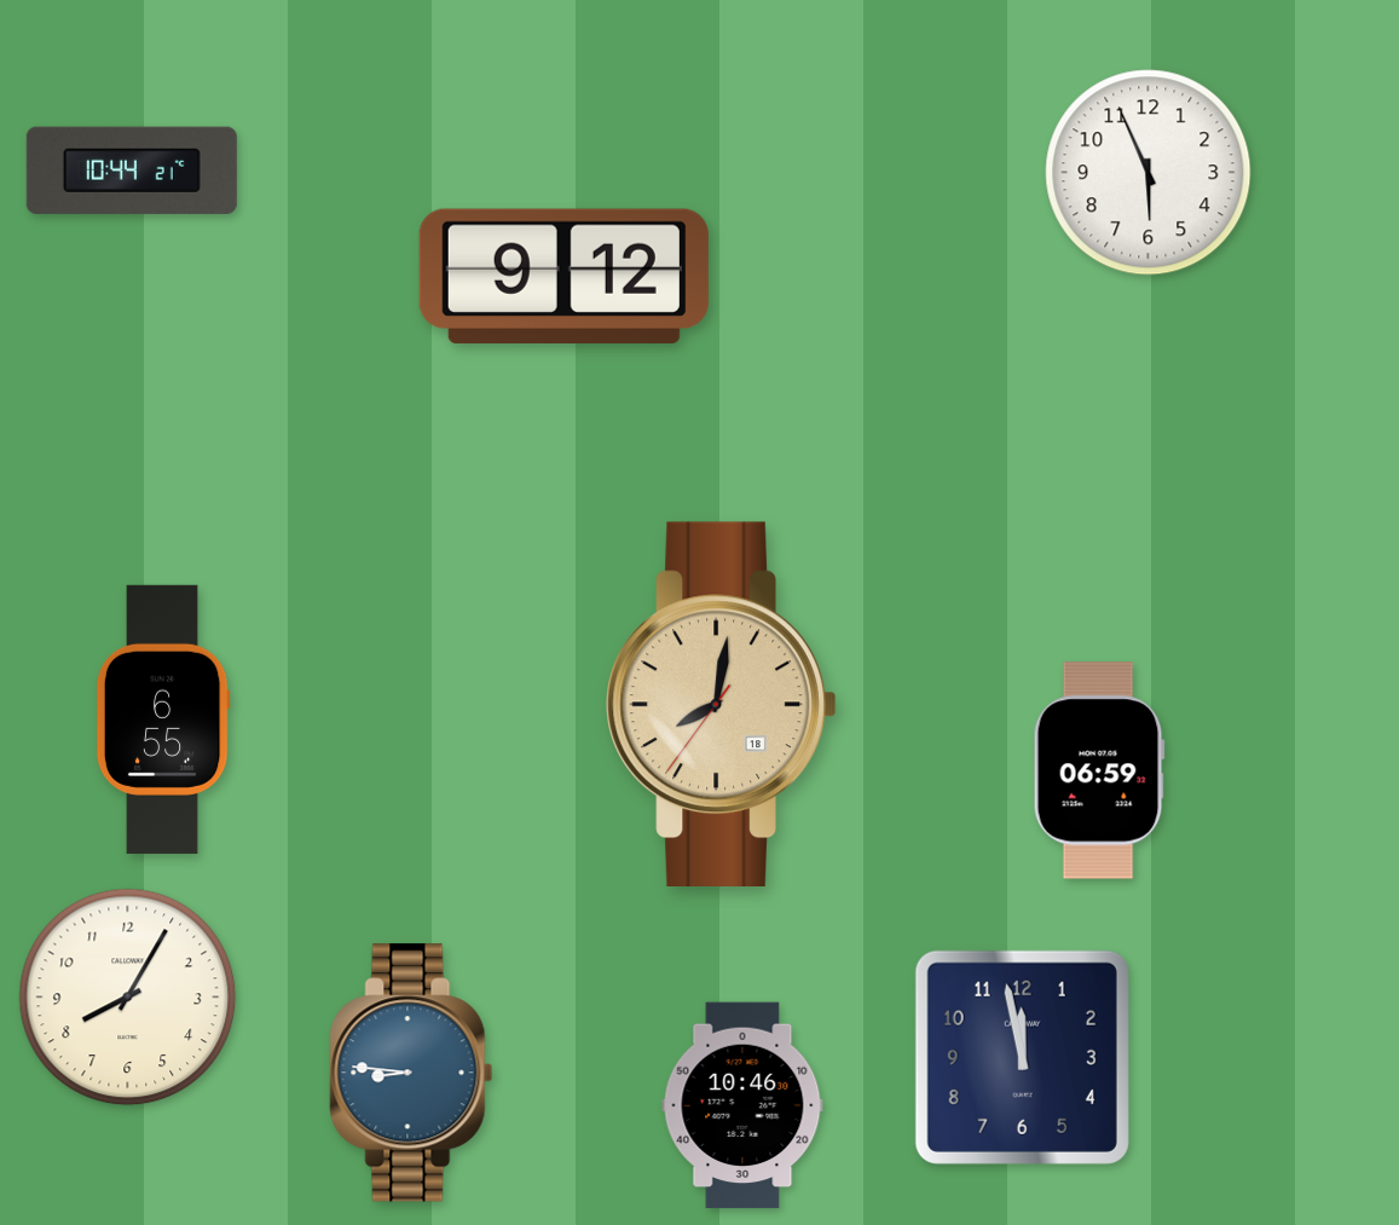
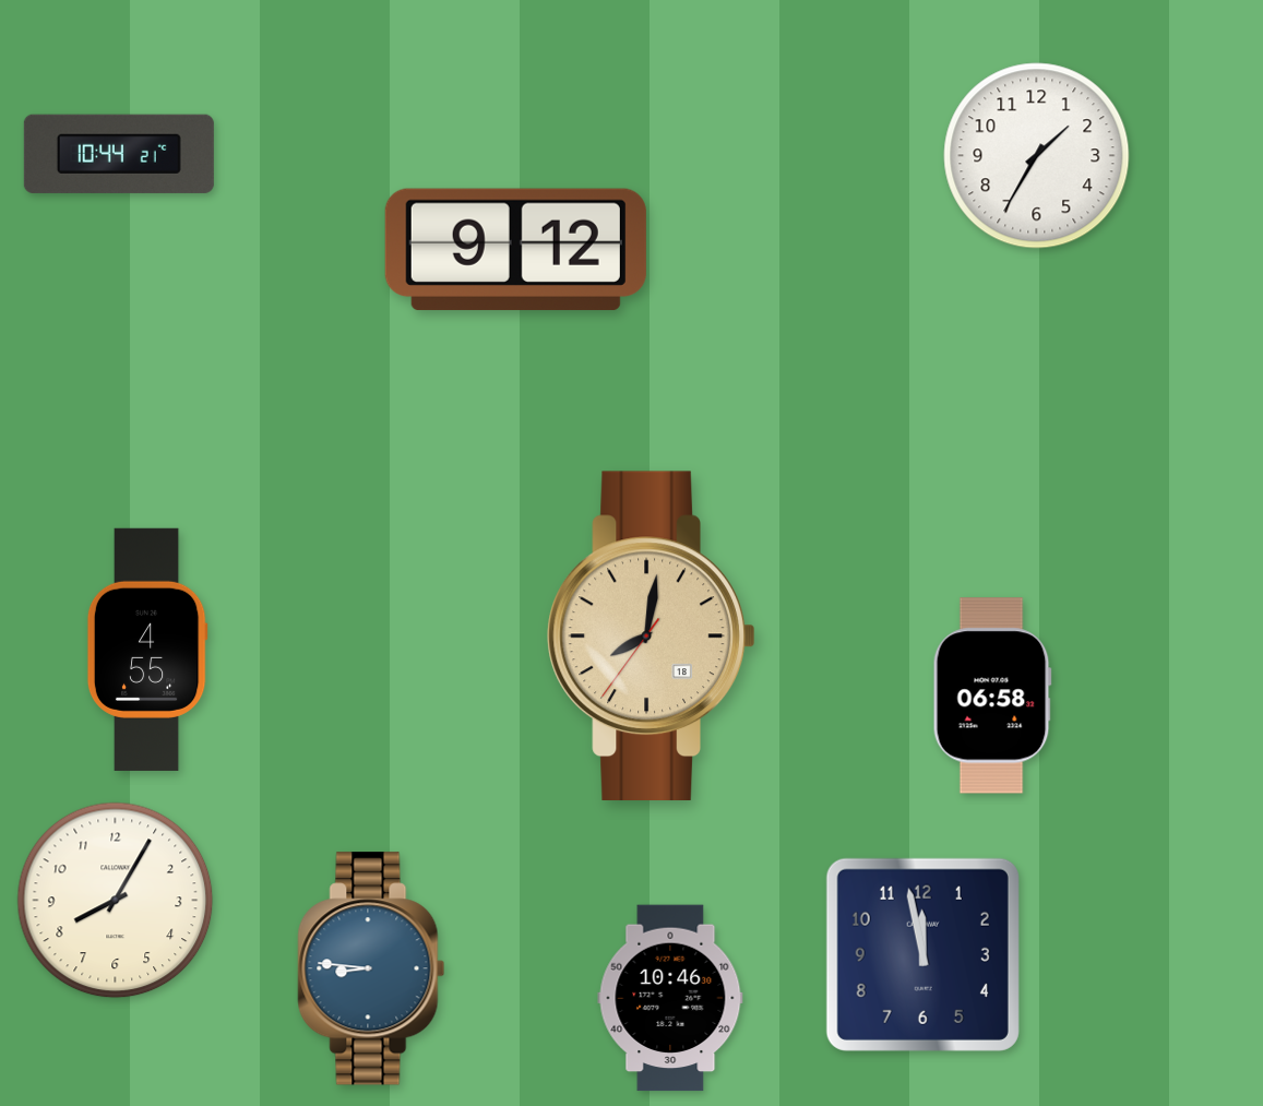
clock at (1149, 173): 5:56 -> 1:35
clock at (563, 276) position: (563, 276) -> (515, 249)
clock at (163, 720): 6:55 -> 4:55
clock at (1099, 770): 06:59 -> 06:58
